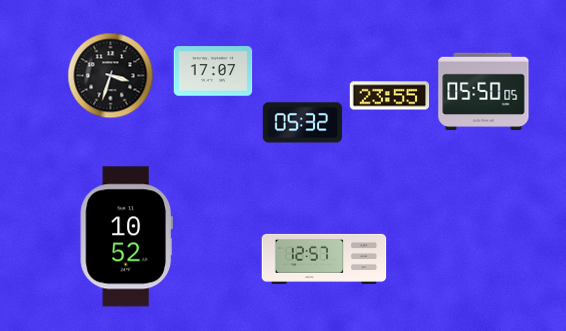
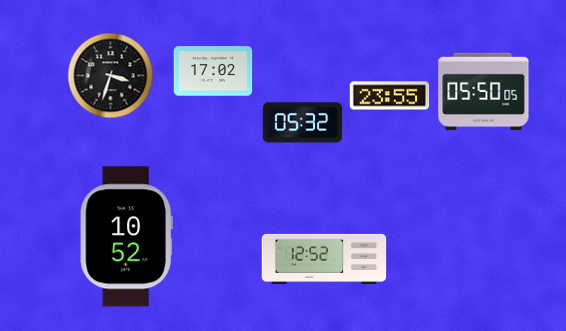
clock at (213, 71): 17:07 -> 17:02
clock at (324, 259): 12:57 -> 12:52
